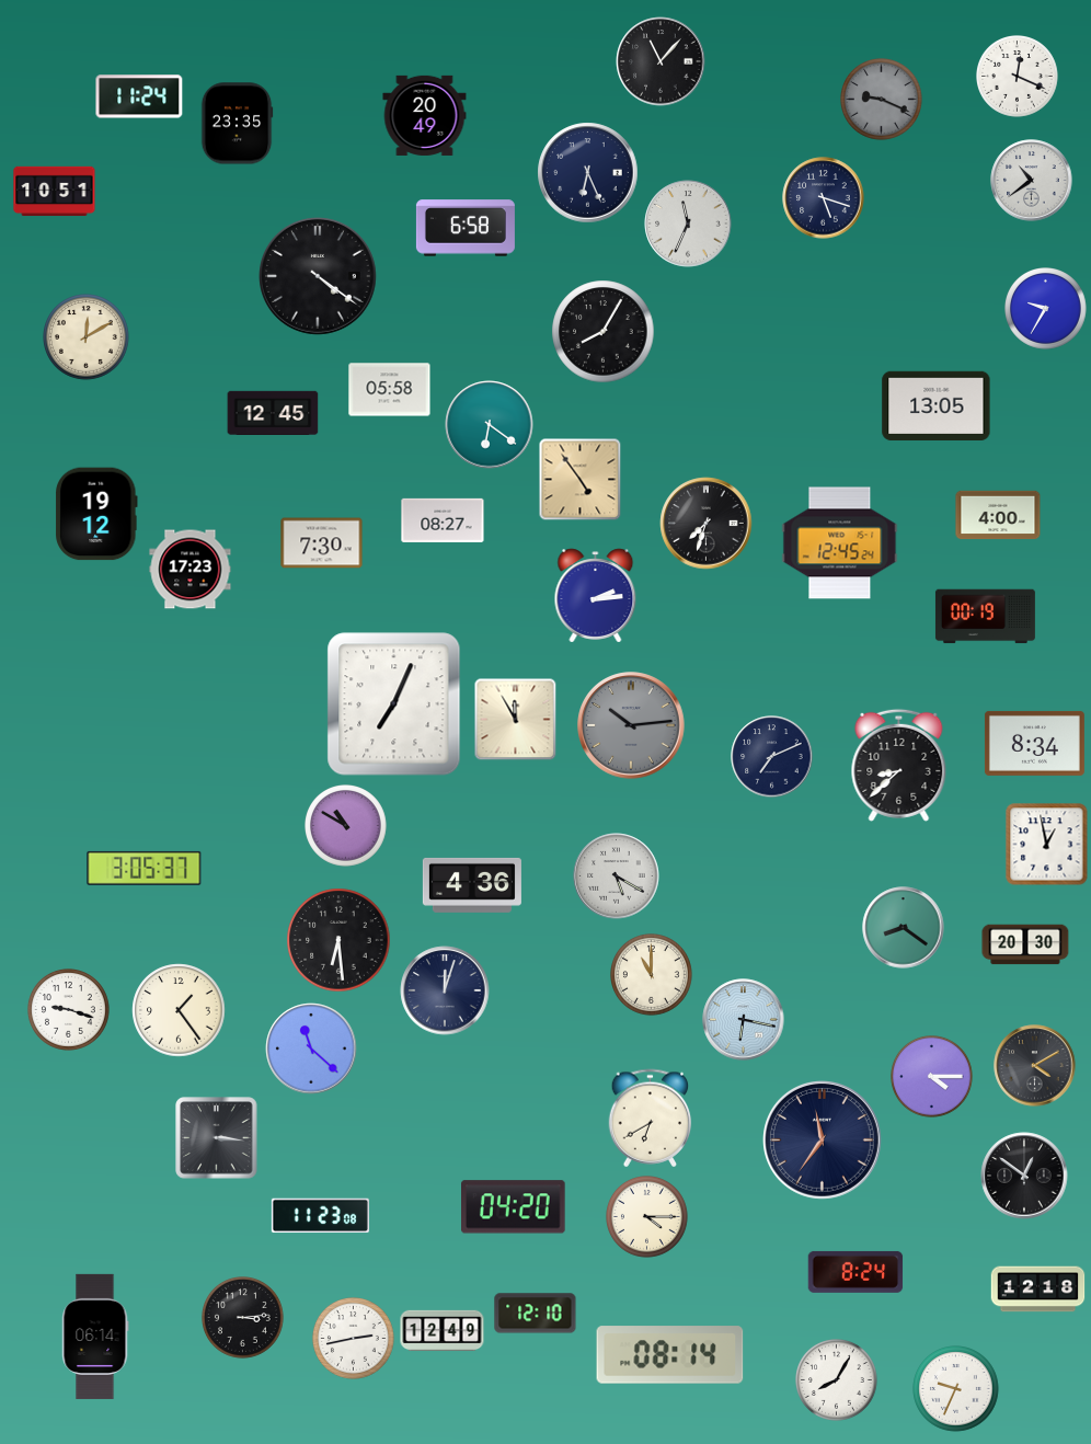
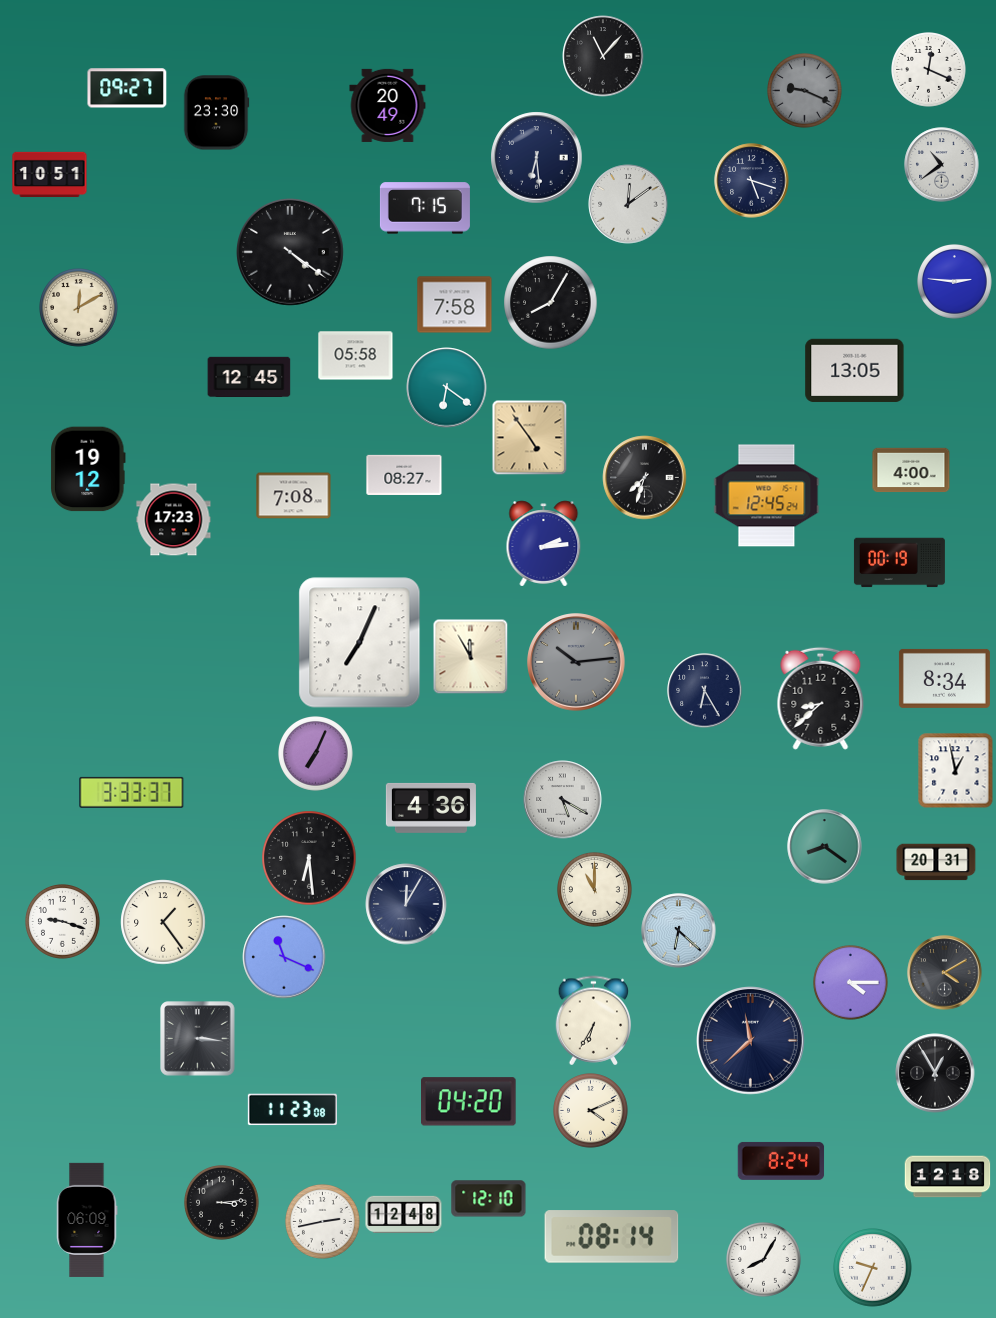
clock at (139, 96): 11:24 -> 09:27
clock at (237, 124): 23:35 -> 23:30
clock at (588, 173): 6:26 -> 6:29
clock at (688, 224): 11:34 -> 12:09
clock at (466, 228): 6:58 -> 7:15
clock at (1046, 309): 9:35 -> 2:46
clock at (455, 305): none -> 7:58
clock at (322, 543): 7:30 -> 7:08
clock at (772, 757): 7:11 -> 6:25
clock at (346, 826): 10:50 -> 7:04
clock at (145, 868): 3:05 -> 3:33
clock at (1025, 944): 20:30 -> 20:31
clock at (445, 990): 12:03 -> 12:05
clock at (744, 1020): 6:17 -> 6:22
clock at (311, 1048): 11:22 -> 11:19
clock at (651, 1119): 6:40 -> 6:35
clock at (823, 1141): 11:36 -> 11:38
clock at (1024, 1176): 12:51 -> 12:55
clock at (647, 1217): 4:15 -> 4:11
clock at (443, 1331): 12:49 -> 12:48
clock at (95, 1337): 06:14 -> 06:09
